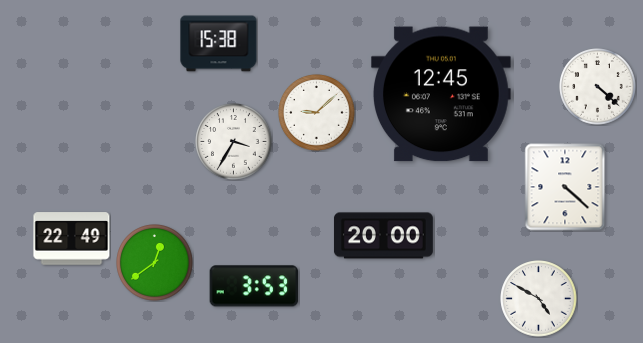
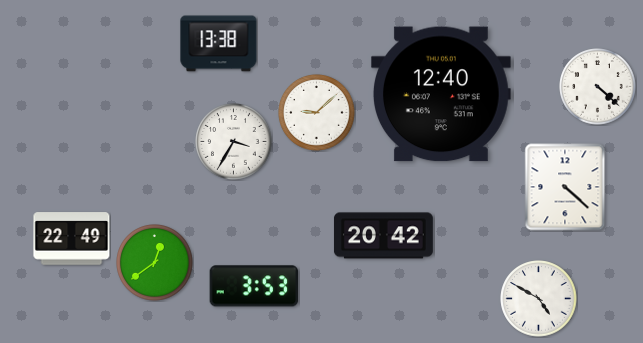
clock at (219, 44): 15:38 -> 13:38
clock at (441, 94): 12:45 -> 12:40
clock at (383, 236): 20:00 -> 20:42
